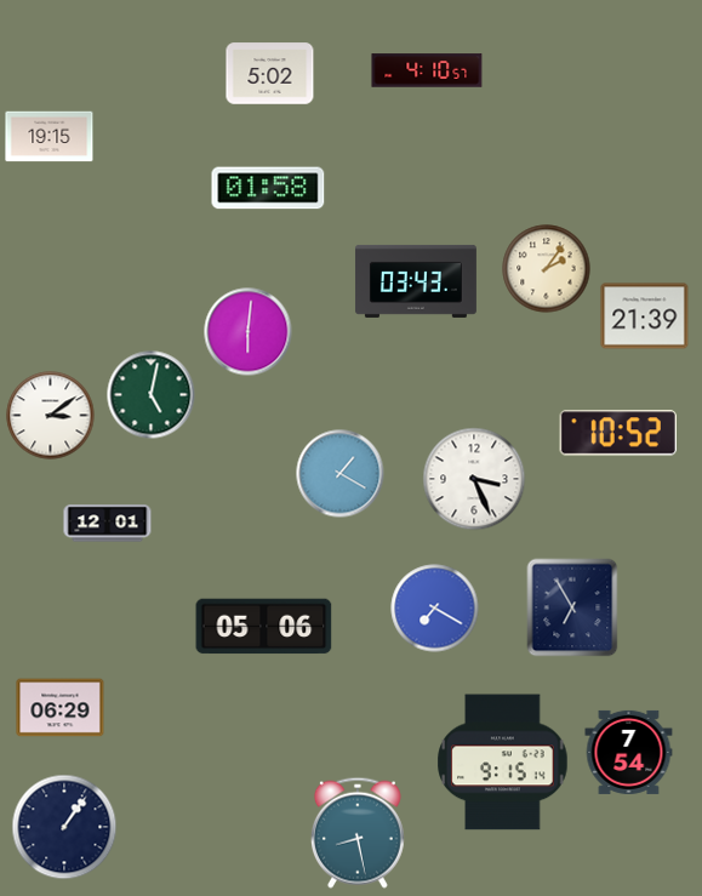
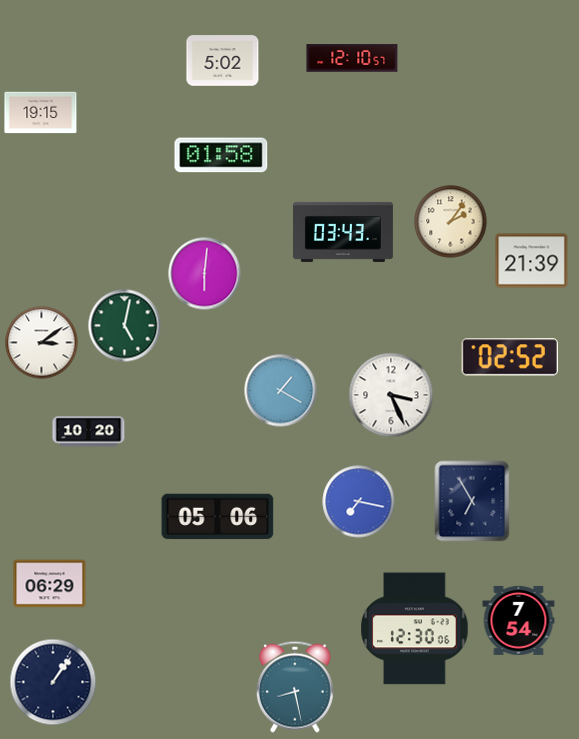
clock at (427, 70): 4:10 -> 12:10
clock at (618, 433): 10:52 -> 02:52
clock at (108, 524): 12:01 -> 10:20
clock at (435, 609): 7:20 -> 7:17
clock at (503, 763): 9:15 -> 12:30
